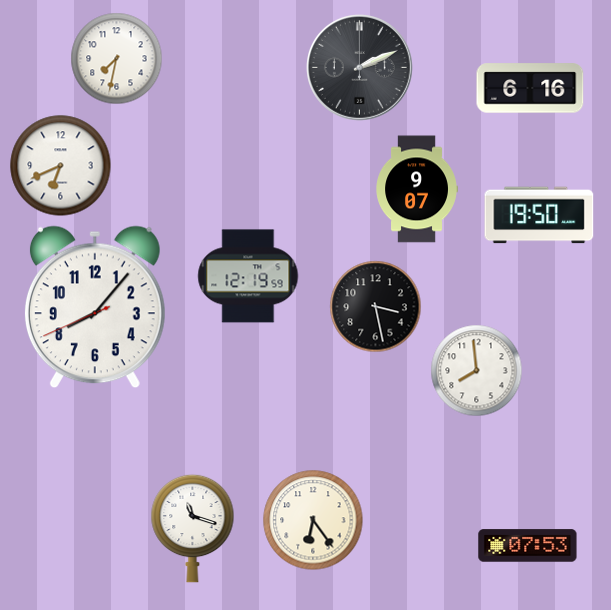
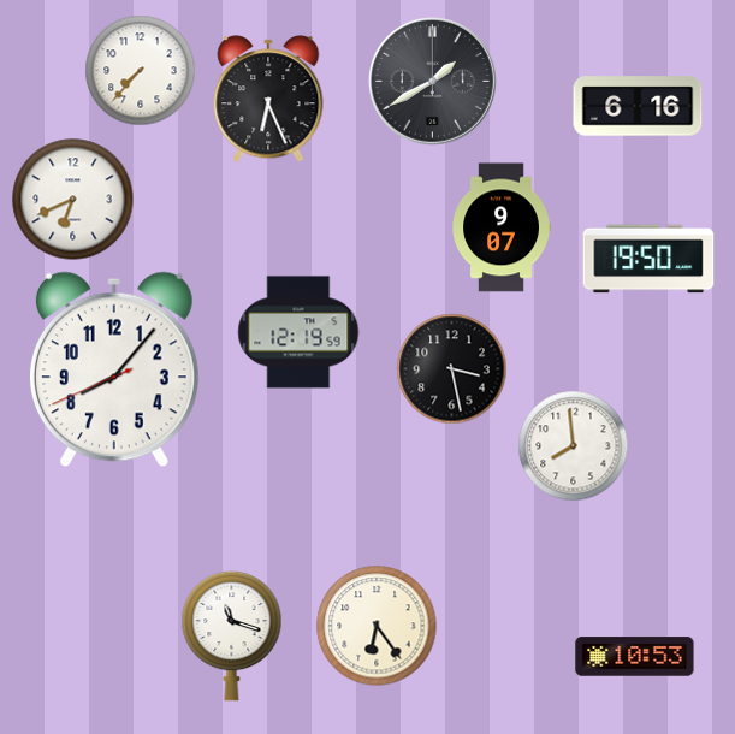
clock at (117, 59): 7:32 -> 7:37
clock at (360, 68): 2:11 -> 1:40
clock at (268, 99): none -> 6:26
clock at (528, 546): 07:53 -> 10:53
